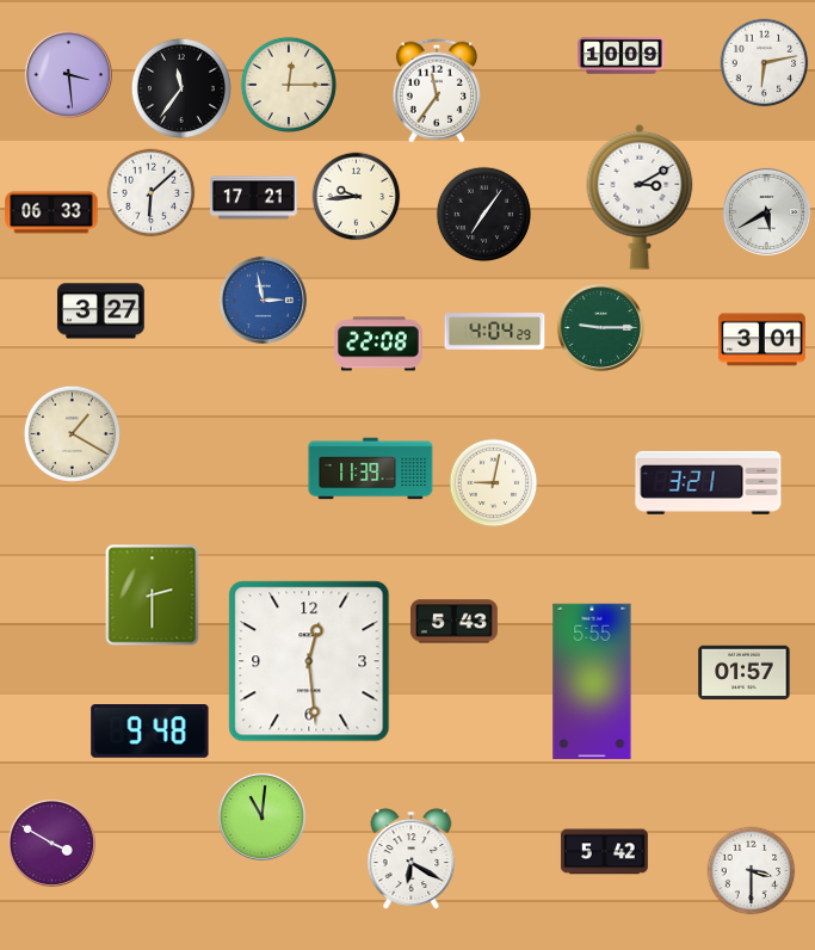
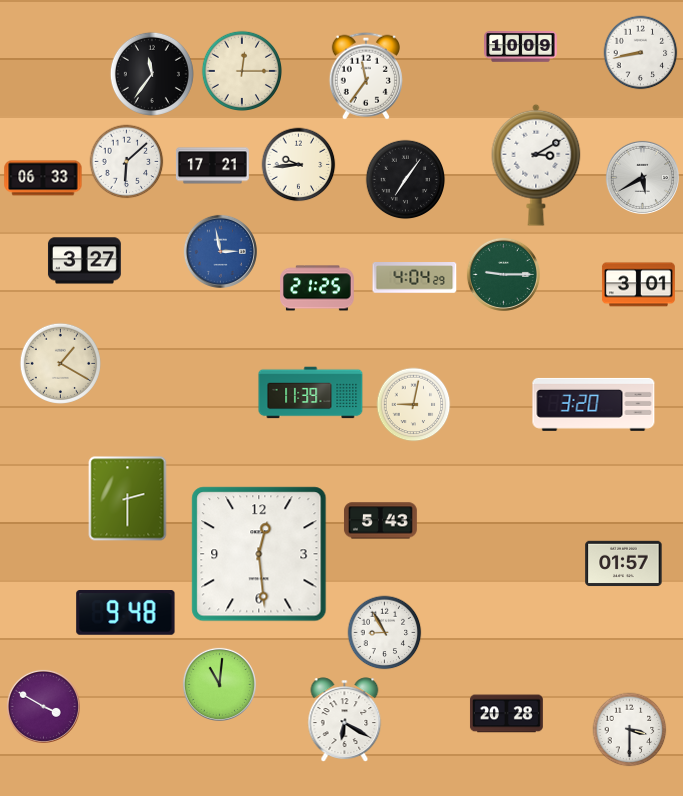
clock at (765, 63): 6:13 -> 8:43
clock at (68, 74): 3:29 -> none
clock at (378, 344): 22:08 -> 21:25
clock at (709, 482): 3:21 -> 3:20
clock at (592, 681): 5:55 -> none
clock at (385, 633): none -> 8:55
clock at (604, 852): 5:42 -> 20:28
